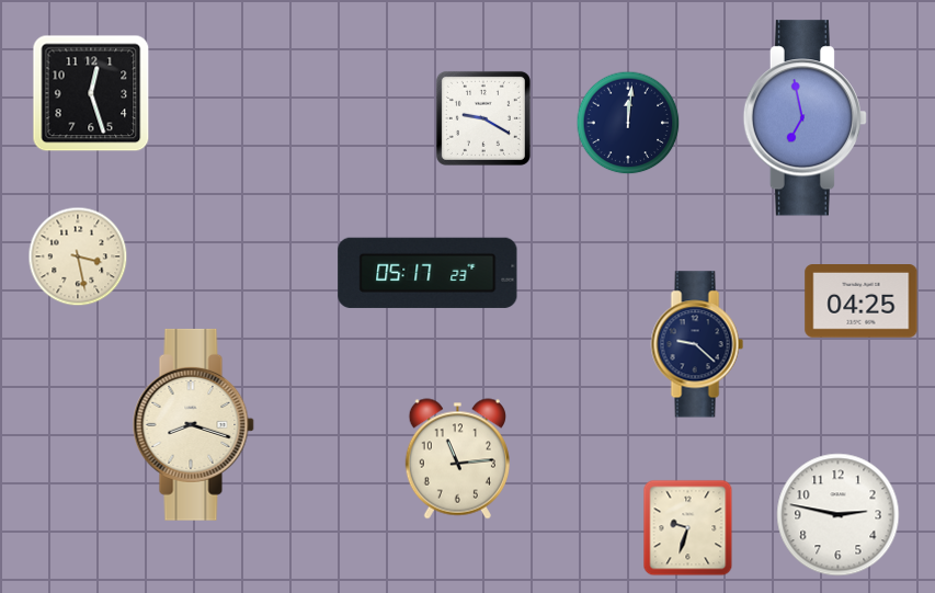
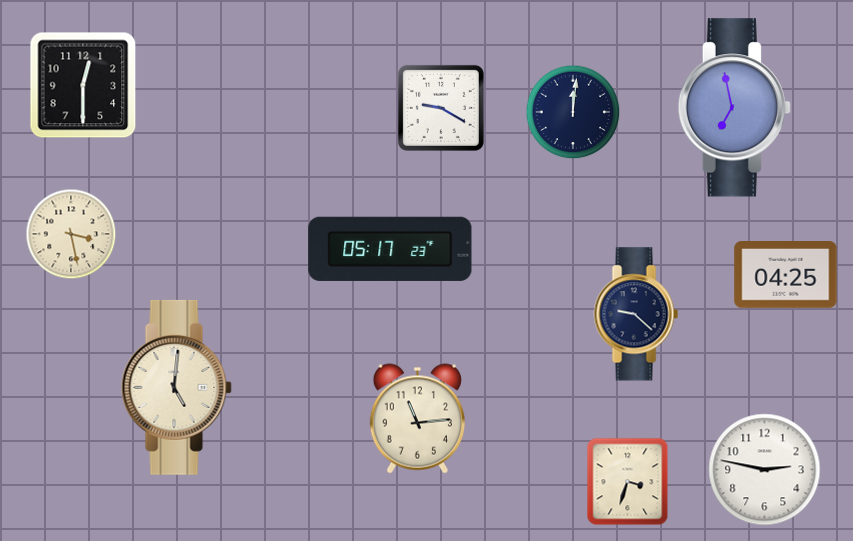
clock at (91, 93): 12:27 -> 12:30
clock at (193, 424): 8:18 -> 5:01
clock at (688, 528): 9:33 -> 3:33
